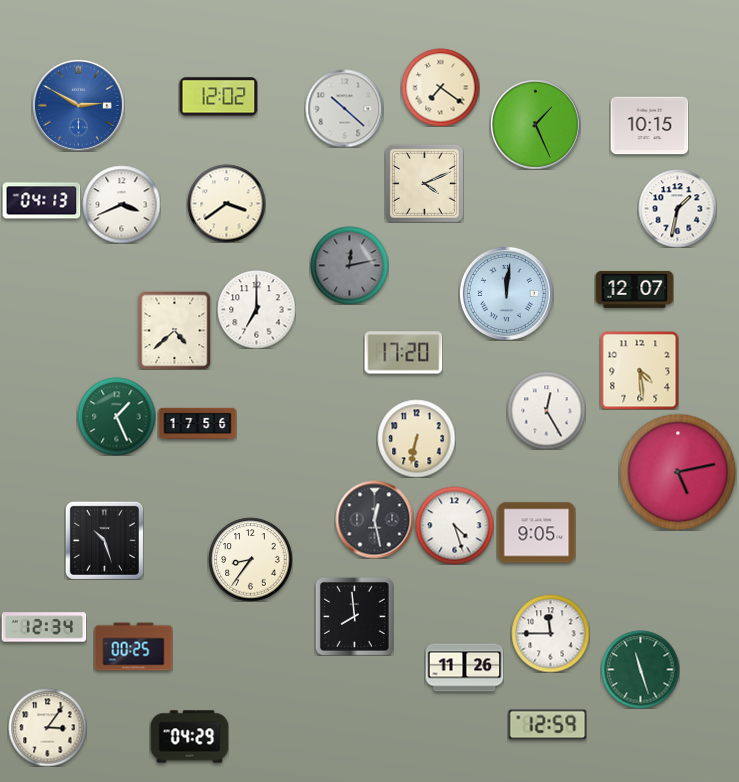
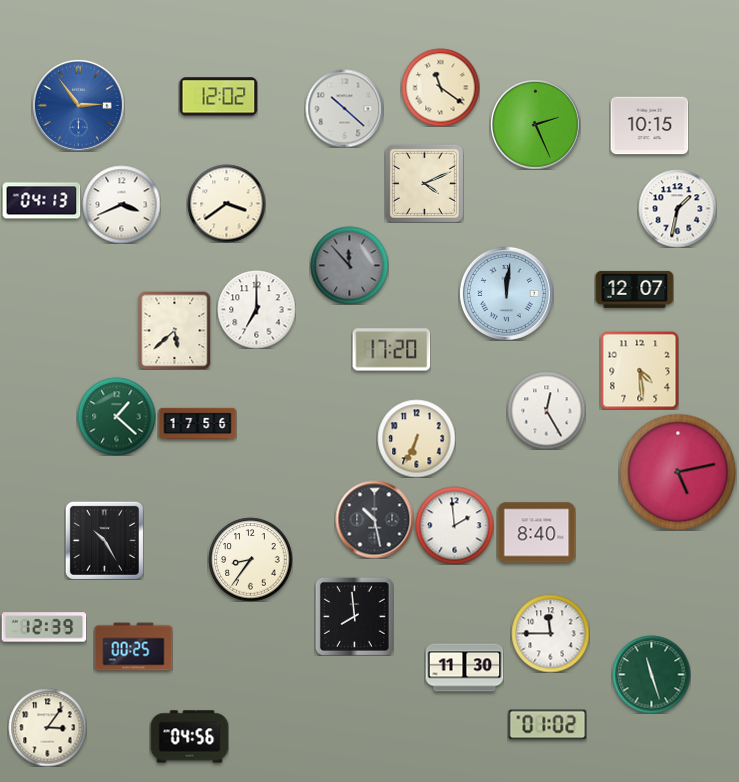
clock at (440, 87): 7:21 -> 11:21
clock at (78, 105): 2:50 -> 2:54
clock at (536, 125): 1:26 -> 2:26
clock at (349, 265): 12:13 -> 11:53
clock at (175, 330): 4:38 -> 5:38
clock at (403, 353) position: (403, 353) -> (391, 350)
clock at (116, 416): 1:26 -> 1:22
clock at (416, 438): 6:32 -> 6:34
clock at (374, 519): 12:28 -> 10:28
clock at (454, 525): 4:27 -> 1:59
clock at (536, 533): 9:05 -> 8:40
clock at (104, 540): 10:27 -> 10:25
clock at (44, 627): 12:34 -> 12:39
clock at (464, 668): 11:26 -> 11:30
clock at (640, 669) position: (640, 669) -> (651, 674)
clock at (547, 725): 12:59 -> 01:02
clock at (189, 737): 04:29 -> 04:56
